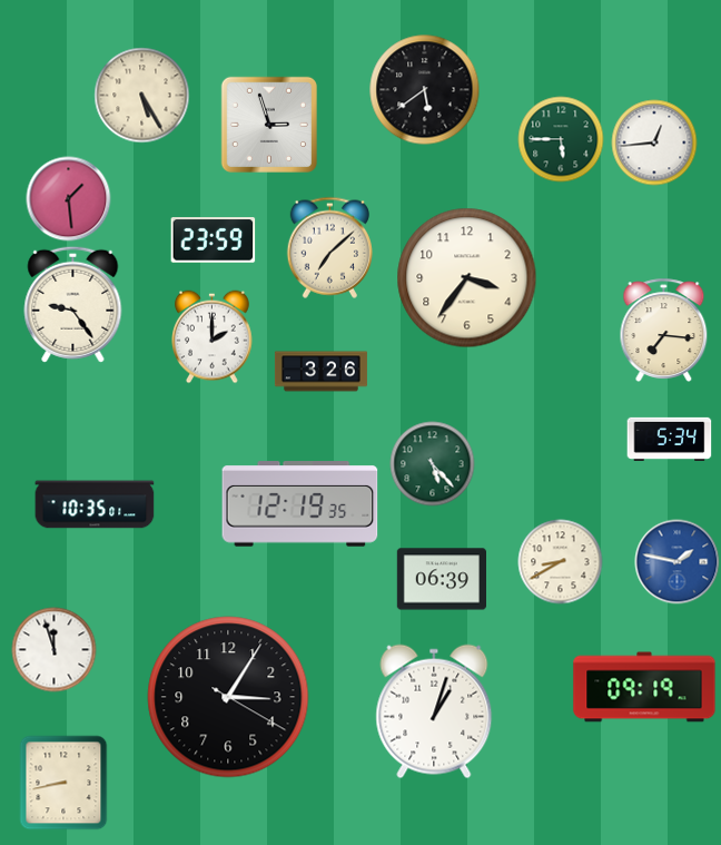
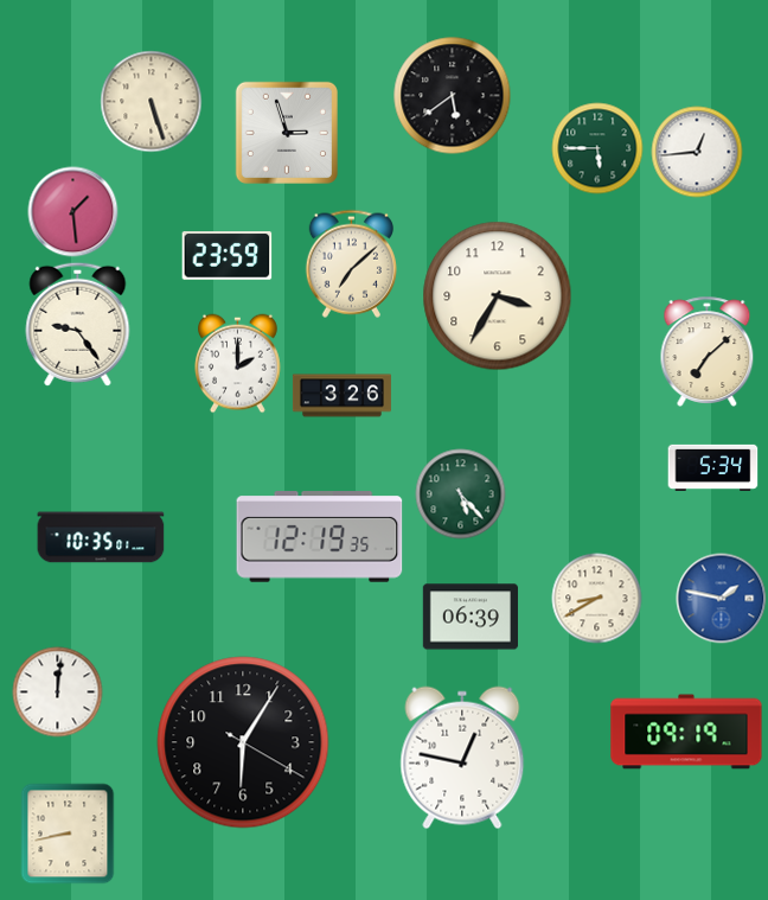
clock at (142, 96): 5:25 -> 5:27
clock at (467, 278): 3:36 -> 3:35
clock at (664, 330): 7:16 -> 7:08
clock at (213, 337) position: (213, 337) -> (238, 364)
clock at (55, 650): 11:57 -> 12:01
clock at (228, 697): 3:05 -> 6:05
clock at (434, 711): 1:03 -> 12:47
